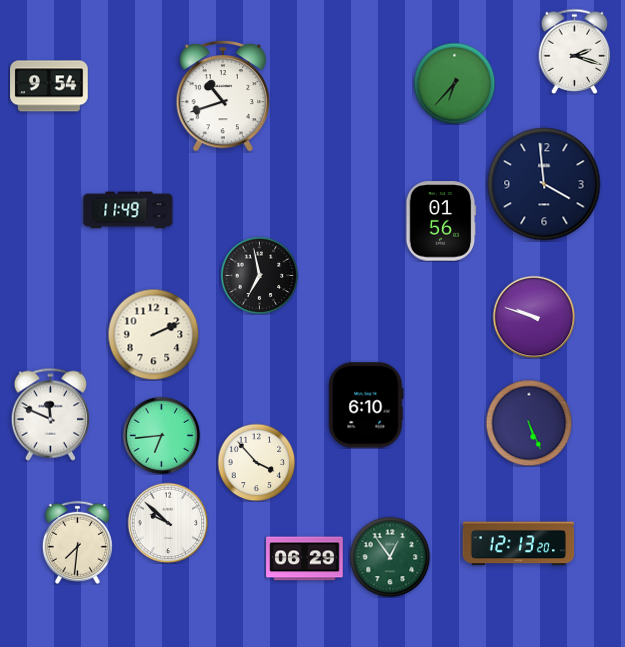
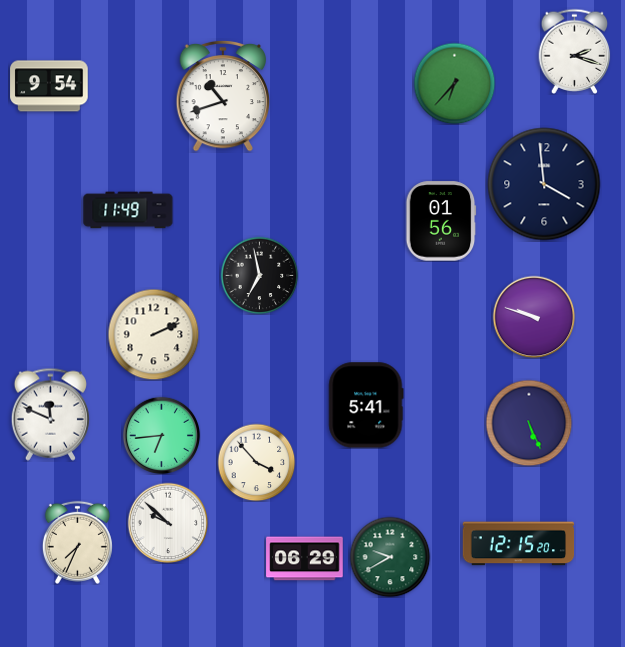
clock at (366, 405): 6:10 -> 5:41
clock at (77, 542): 7:31 -> 7:34
clock at (519, 544): 12:13 -> 12:15
clock at (390, 557): 12:54 -> 9:40
